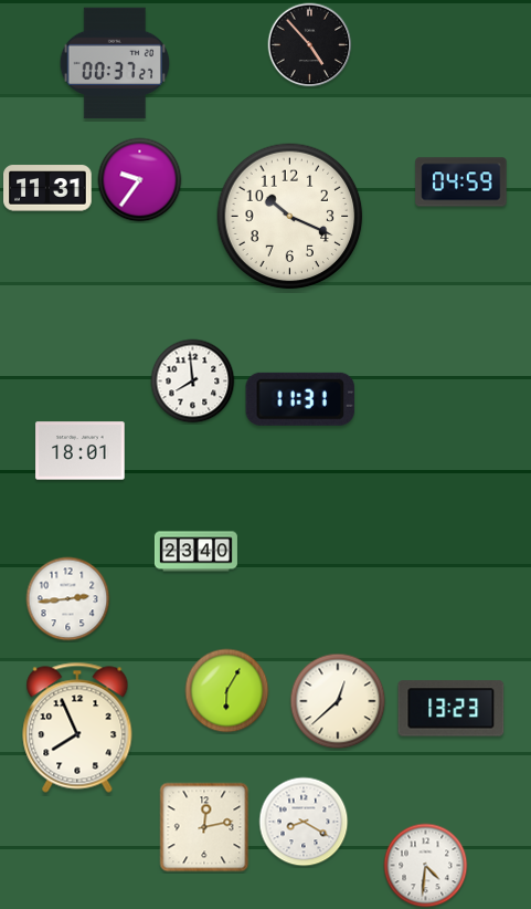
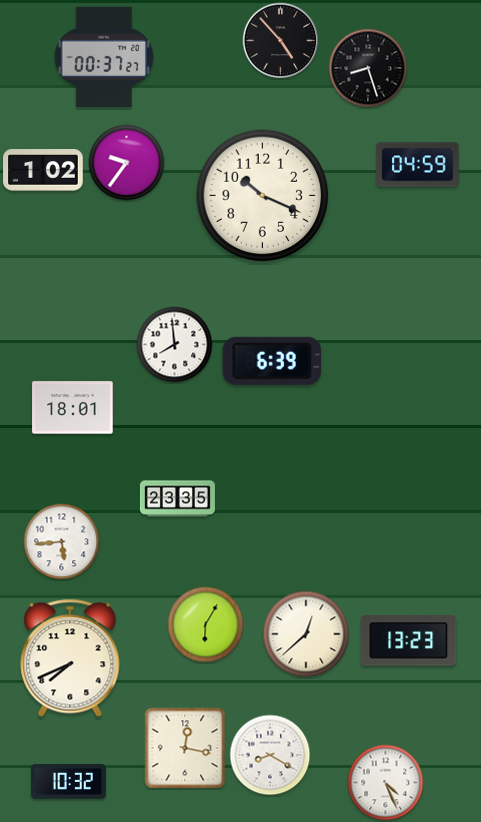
clock at (368, 68): none -> 8:27
clock at (47, 188): 11:31 -> 1:02
clock at (300, 399): 11:31 -> 6:39
clock at (195, 552): 23:40 -> 23:35
clock at (68, 599): 2:44 -> 5:44
clock at (77, 728): 7:56 -> 7:41
clock at (304, 822) position: (304, 822) -> (270, 755)
clock at (204, 827): 12:13 -> 12:17
clock at (68, 782): none -> 10:32
clock at (426, 866): 4:31 -> 4:26
